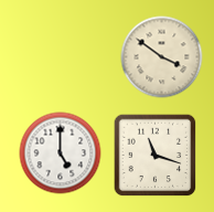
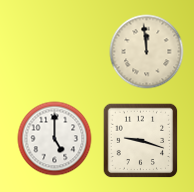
clock at (162, 57): 3:51 -> 11:59
clock at (156, 156): 11:18 -> 9:18
